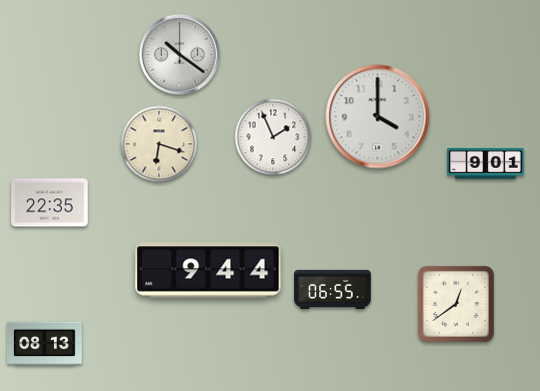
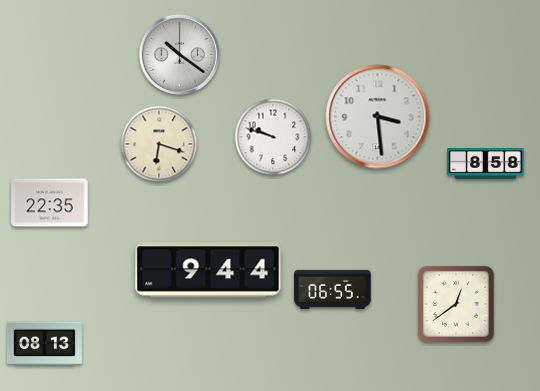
clock at (378, 117): 4:00 -> 3:29
clock at (273, 137): 1:56 -> 9:48
clock at (486, 164): 9:01 -> 8:58
